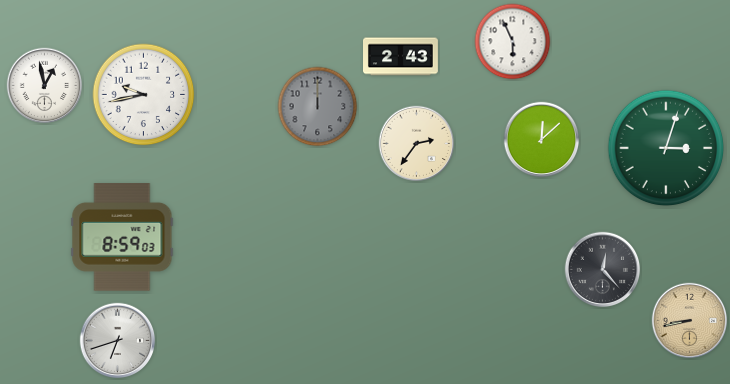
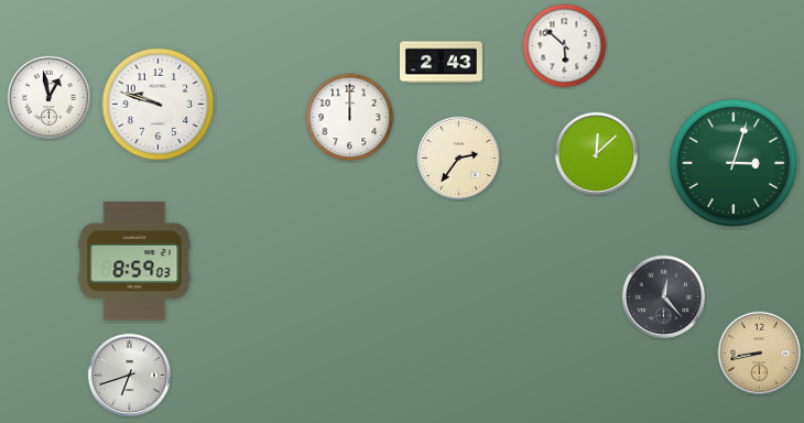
clock at (513, 42): 5:56 -> 5:52
clock at (45, 86) position: (45, 86) -> (50, 98)
clock at (144, 95): 9:43 -> 9:48
clock at (318, 107) dial: grey -> white
